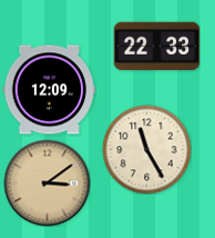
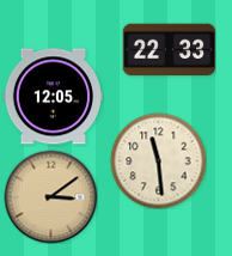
clock at (49, 90): 12:09 -> 12:05
clock at (146, 149): 11:25 -> 11:29
